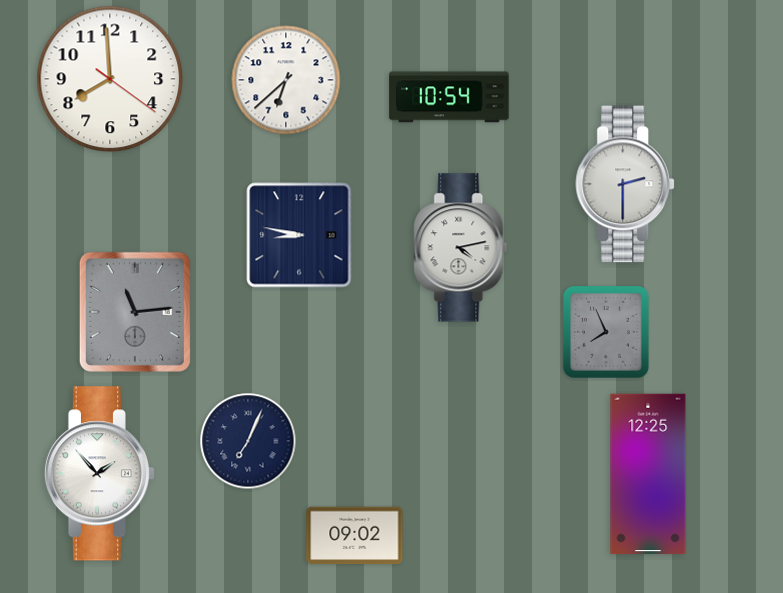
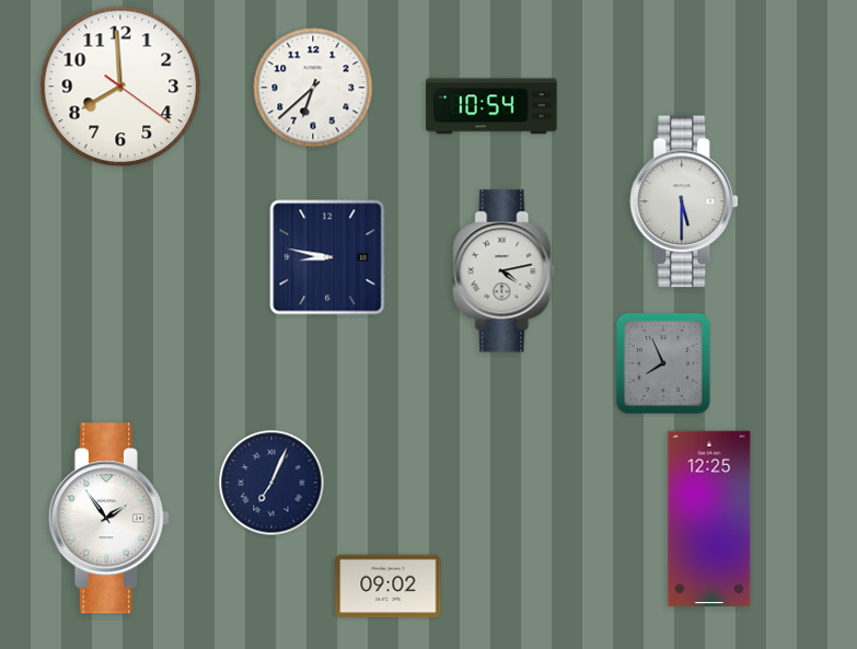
clock at (626, 184): 2:30 -> 5:30
clock at (135, 312): 11:14 -> none
clock at (100, 474): 1:53 -> 1:54
